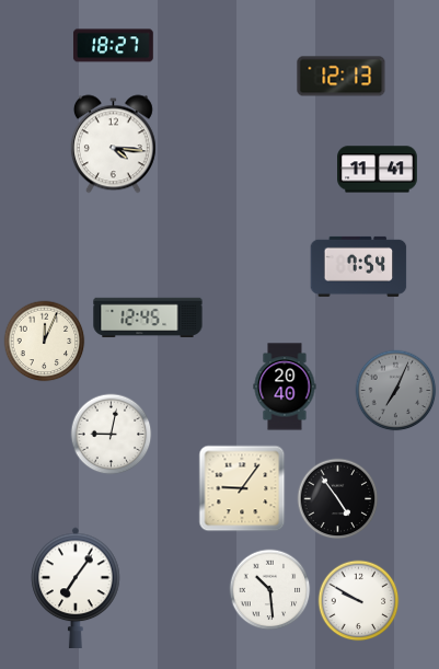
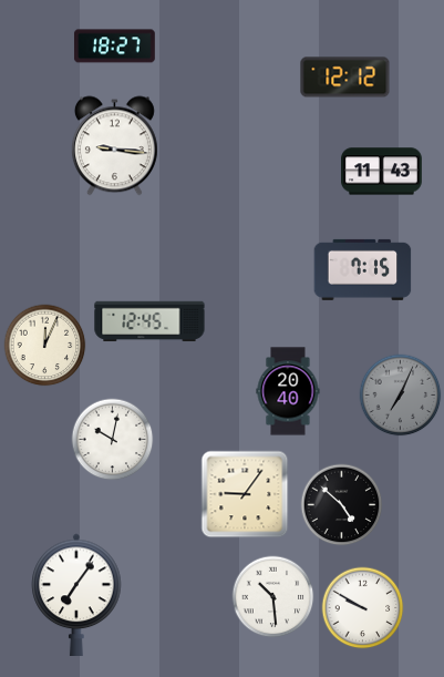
clock at (342, 77): 12:13 -> 12:12
clock at (113, 145): 4:16 -> 9:16
clock at (378, 170): 11:41 -> 11:43
clock at (359, 266): 7:54 -> 7:15
clock at (112, 435): 9:02 -> 10:02
clock at (338, 499): 4:54 -> 4:52
